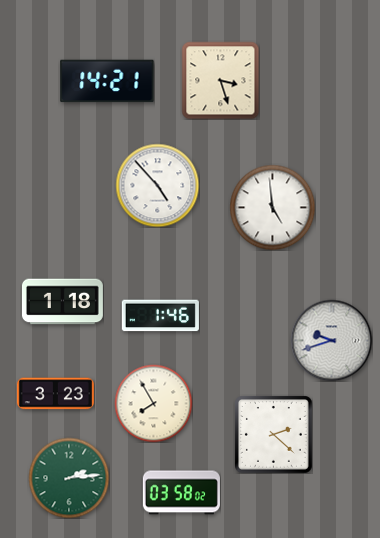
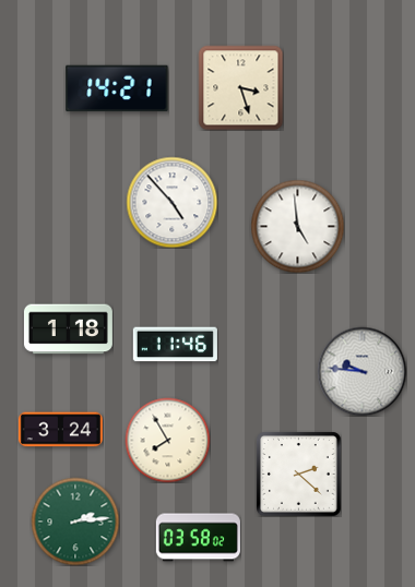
clock at (160, 316): 1:46 -> 11:46
clock at (331, 340): 9:42 -> 9:46
clock at (55, 394): 3:23 -> 3:24
